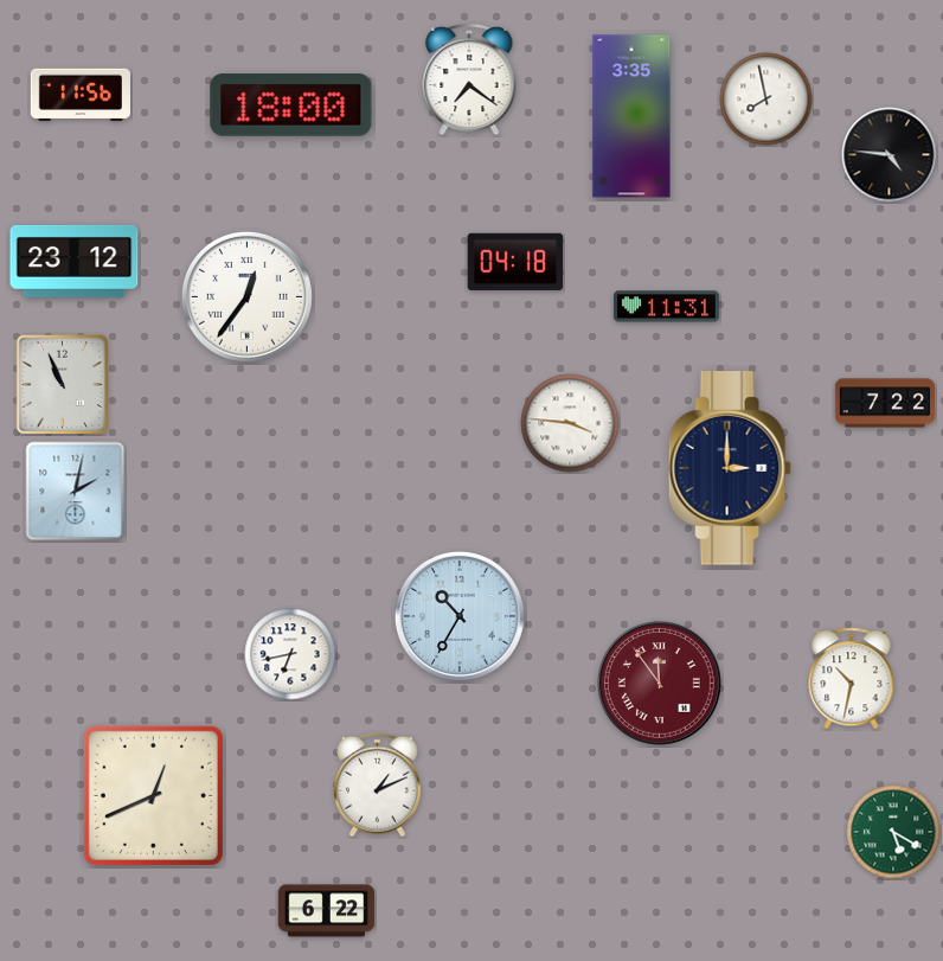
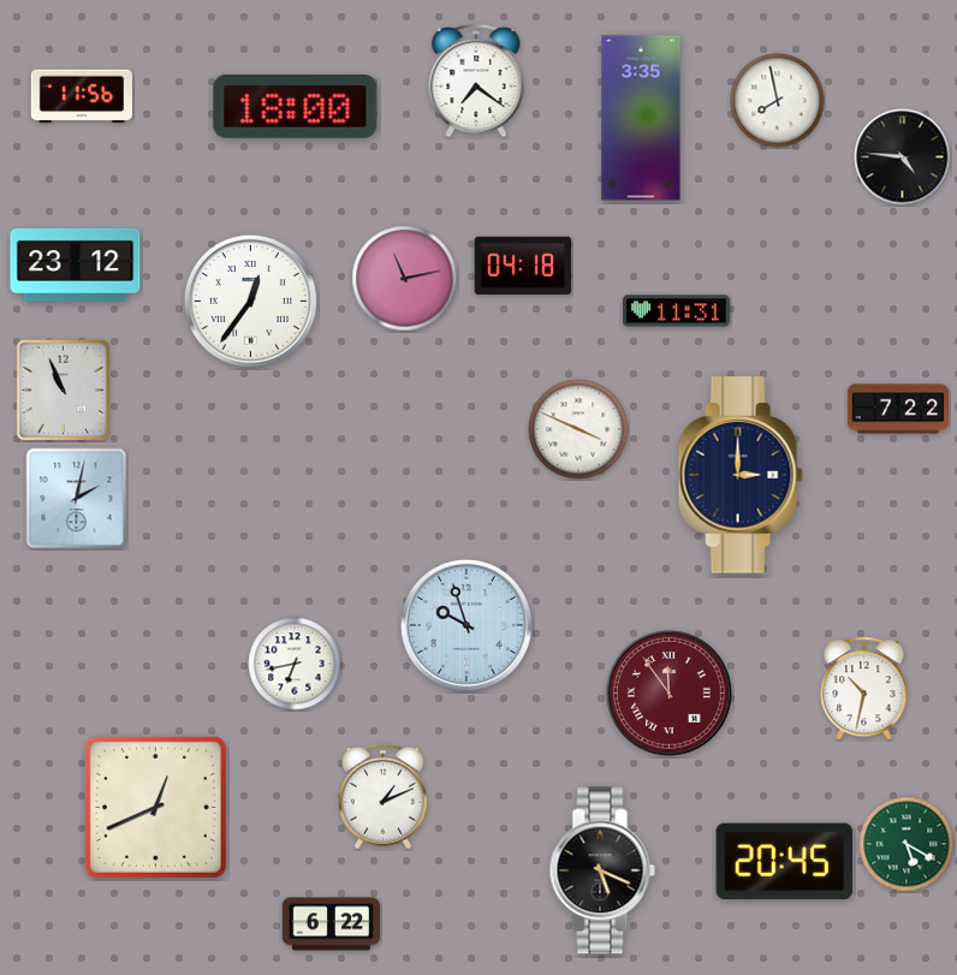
clock at (405, 279): none -> 11:13
clock at (570, 423): 3:46 -> 3:49
clock at (460, 616): 10:35 -> 9:57
clock at (785, 862): none -> 20:45
clock at (602, 870): none -> 5:19
